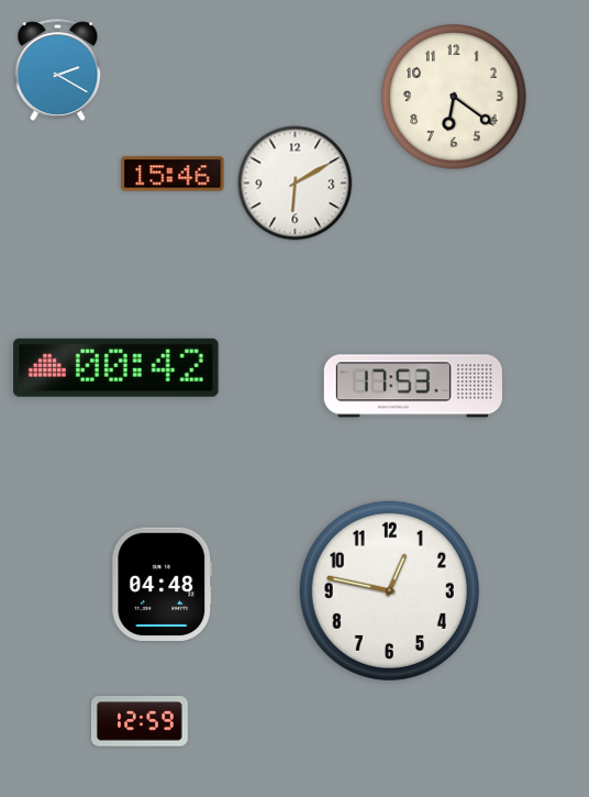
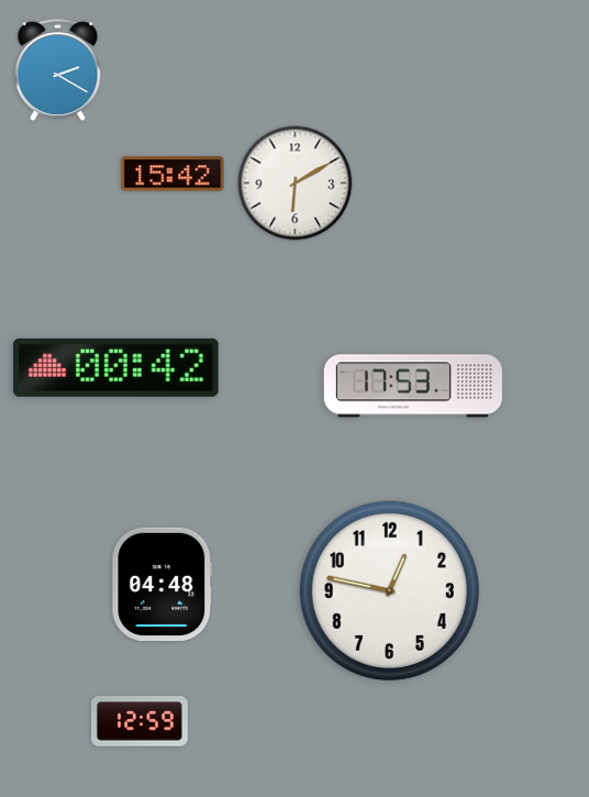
clock at (454, 97): 6:21 -> none
clock at (173, 174): 15:46 -> 15:42
